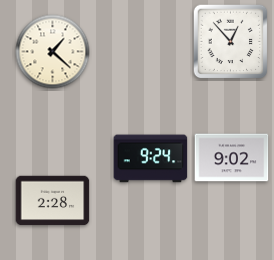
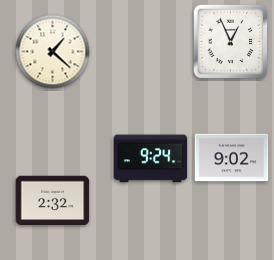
clock at (231, 42): 12:53 -> 12:56
clock at (53, 201): 2:28 -> 2:32
